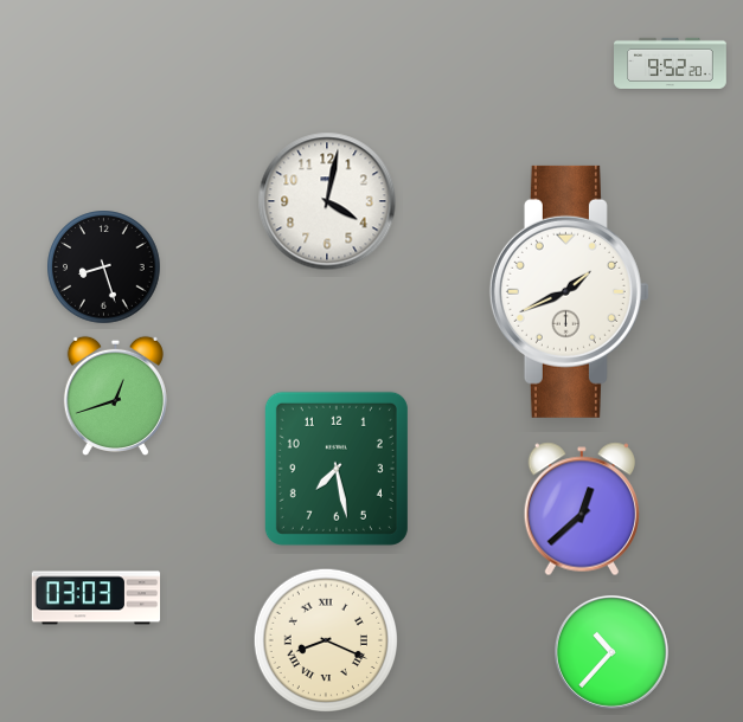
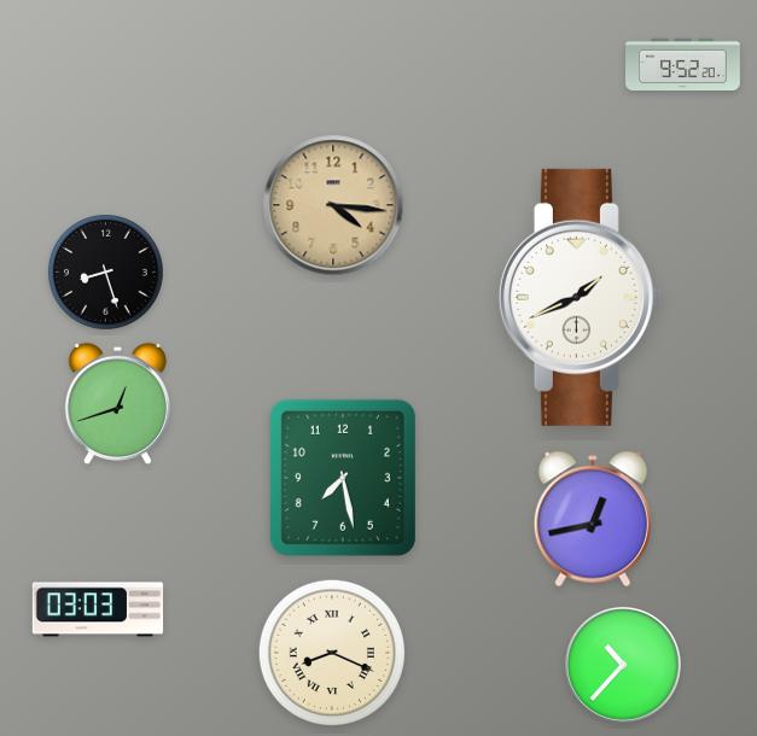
clock at (327, 201): 4:02 -> 4:16
clock at (327, 201) dial: white -> champagne
clock at (581, 509): 12:38 -> 12:43
